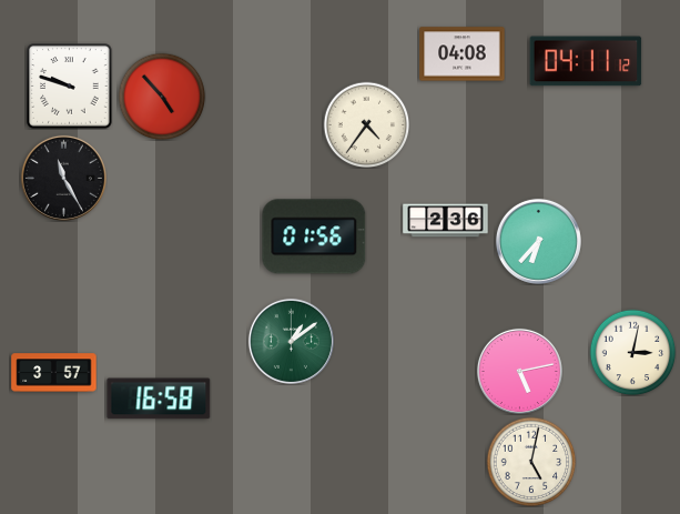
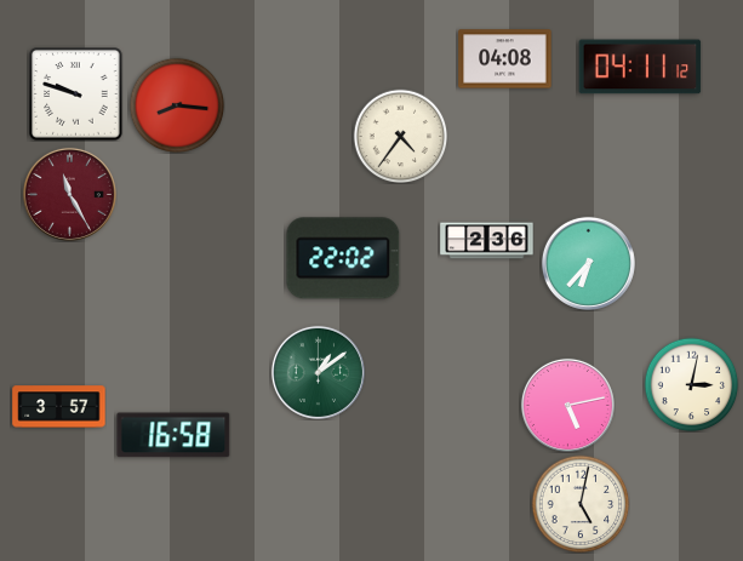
clock at (162, 97): 4:53 -> 8:16
clock at (63, 178) dial: black -> burgundy
clock at (314, 236): 01:56 -> 22:02
